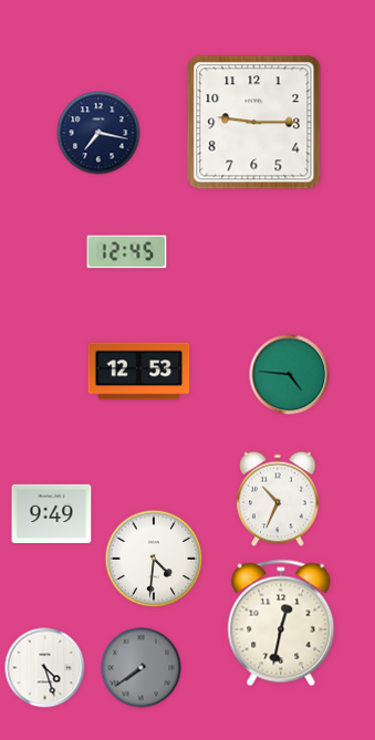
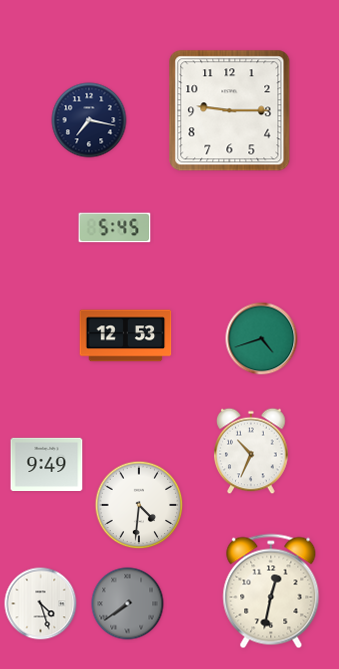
clock at (127, 252): 12:45 -> 5:45
clock at (290, 375): 4:46 -> 4:42
clock at (281, 623) position: (281, 623) -> (271, 591)
